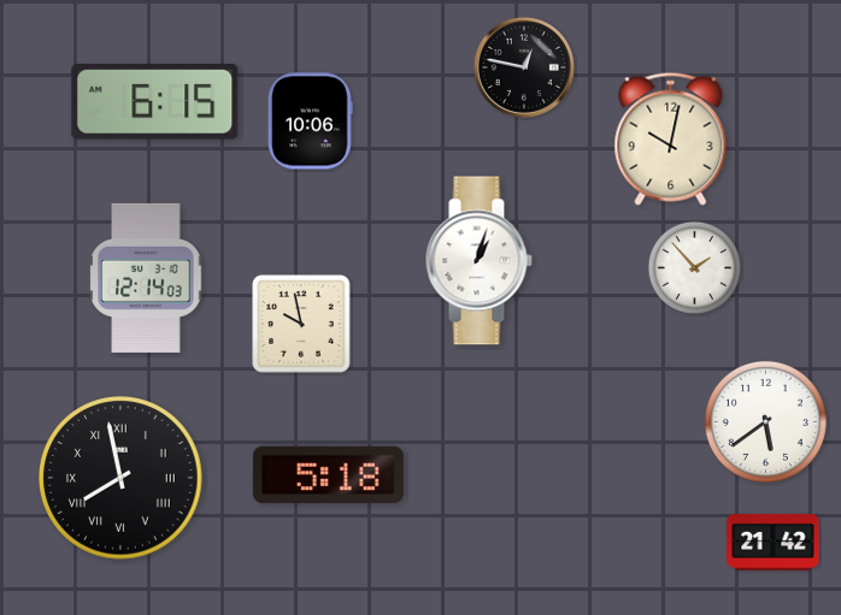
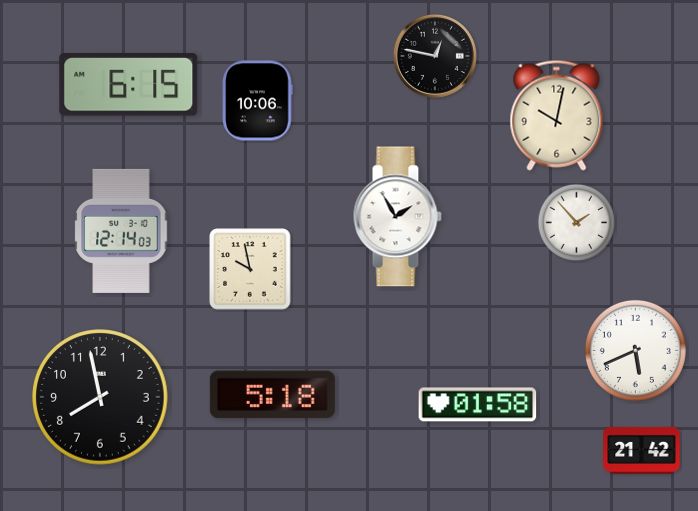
clock at (478, 261): 1:03 -> 1:55
clock at (765, 421): 5:39 -> 5:41
clock at (120, 478) numerals: Roman -> Arabic
clock at (478, 405): none -> 01:58
